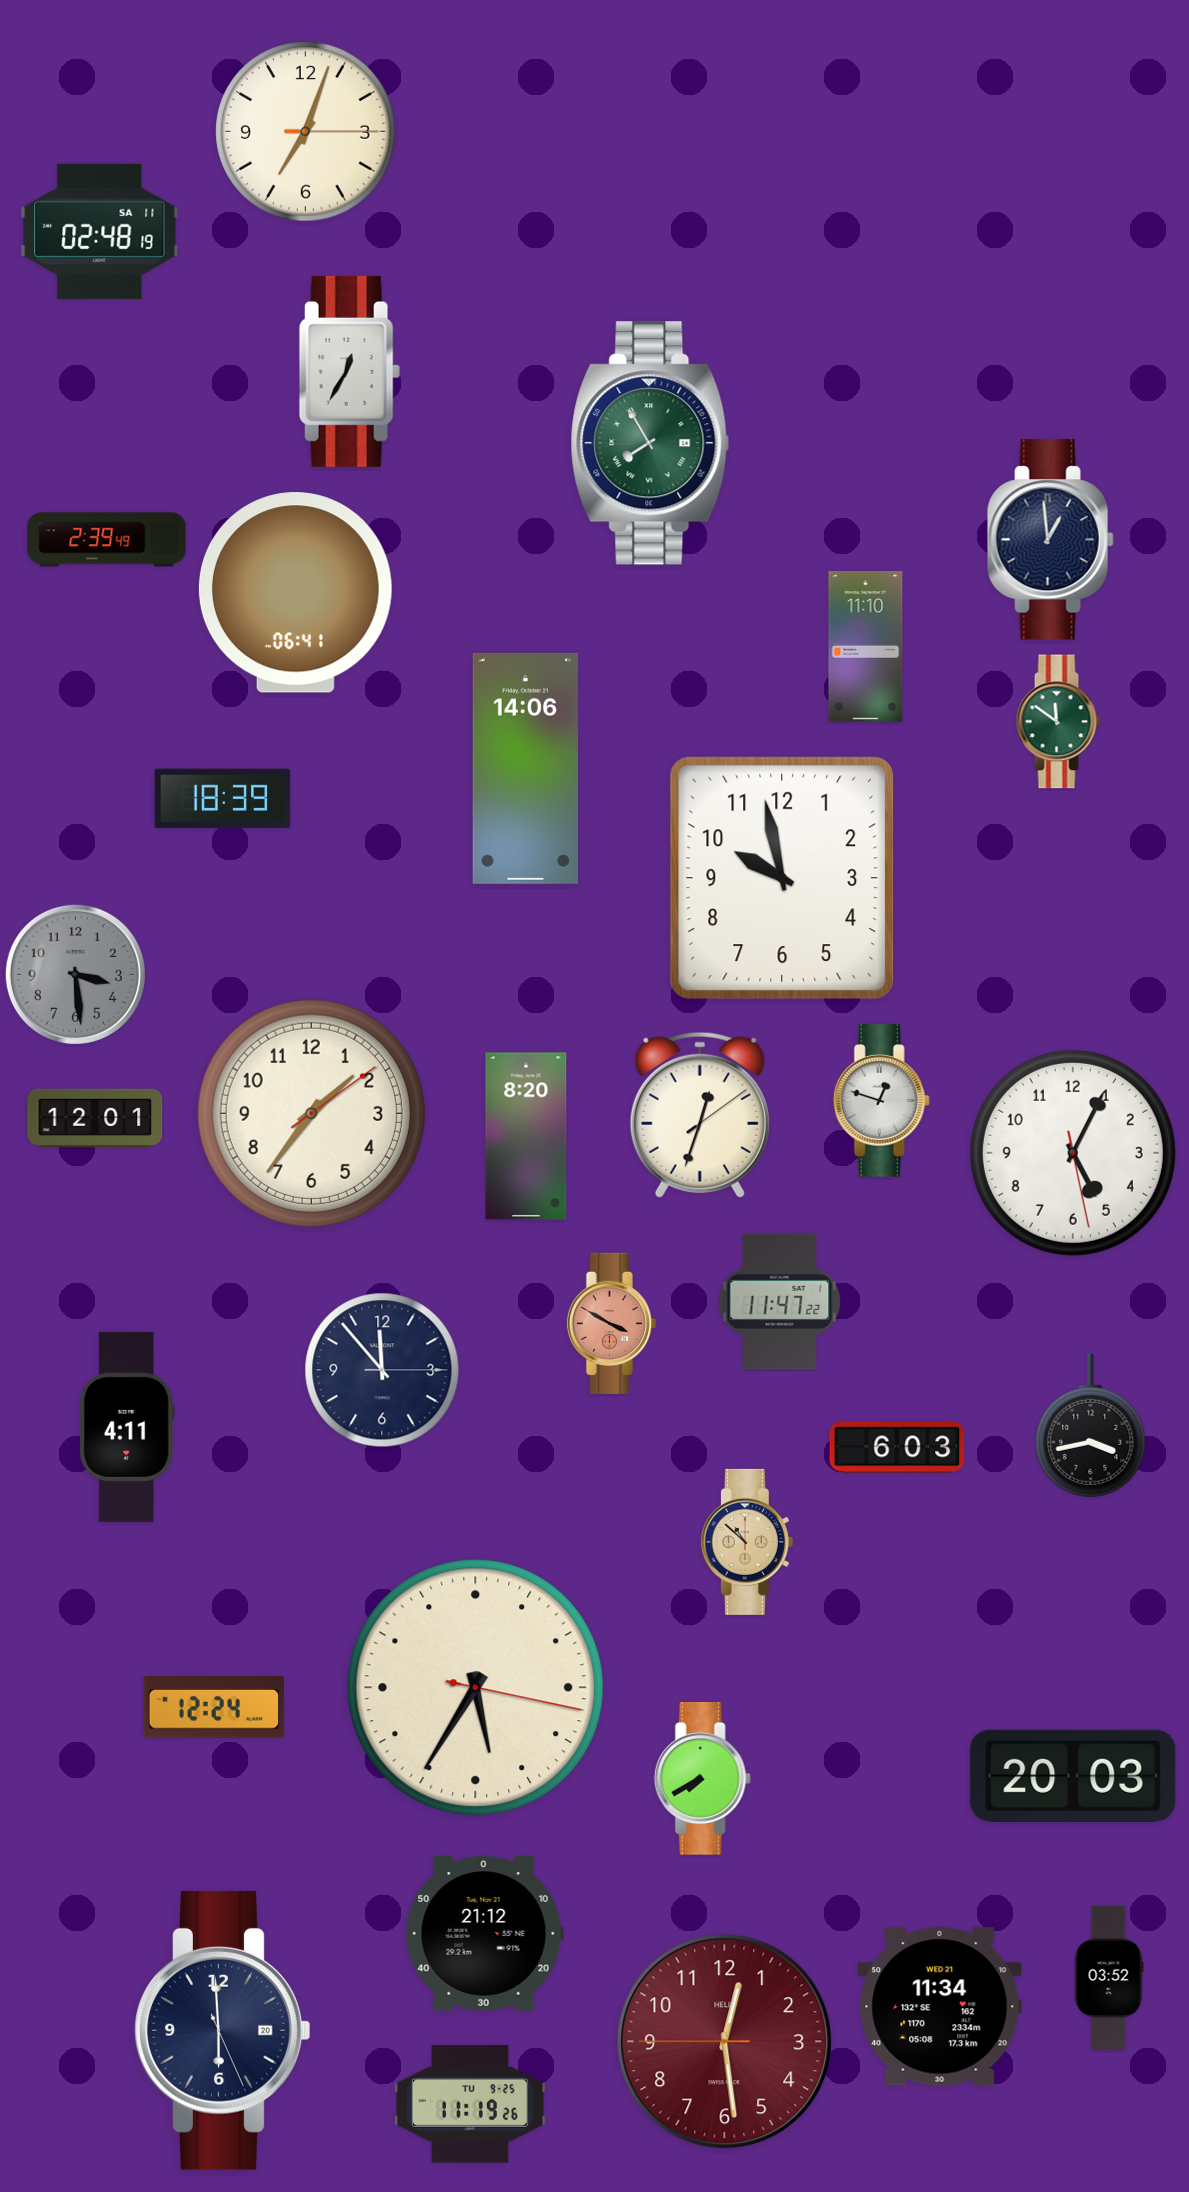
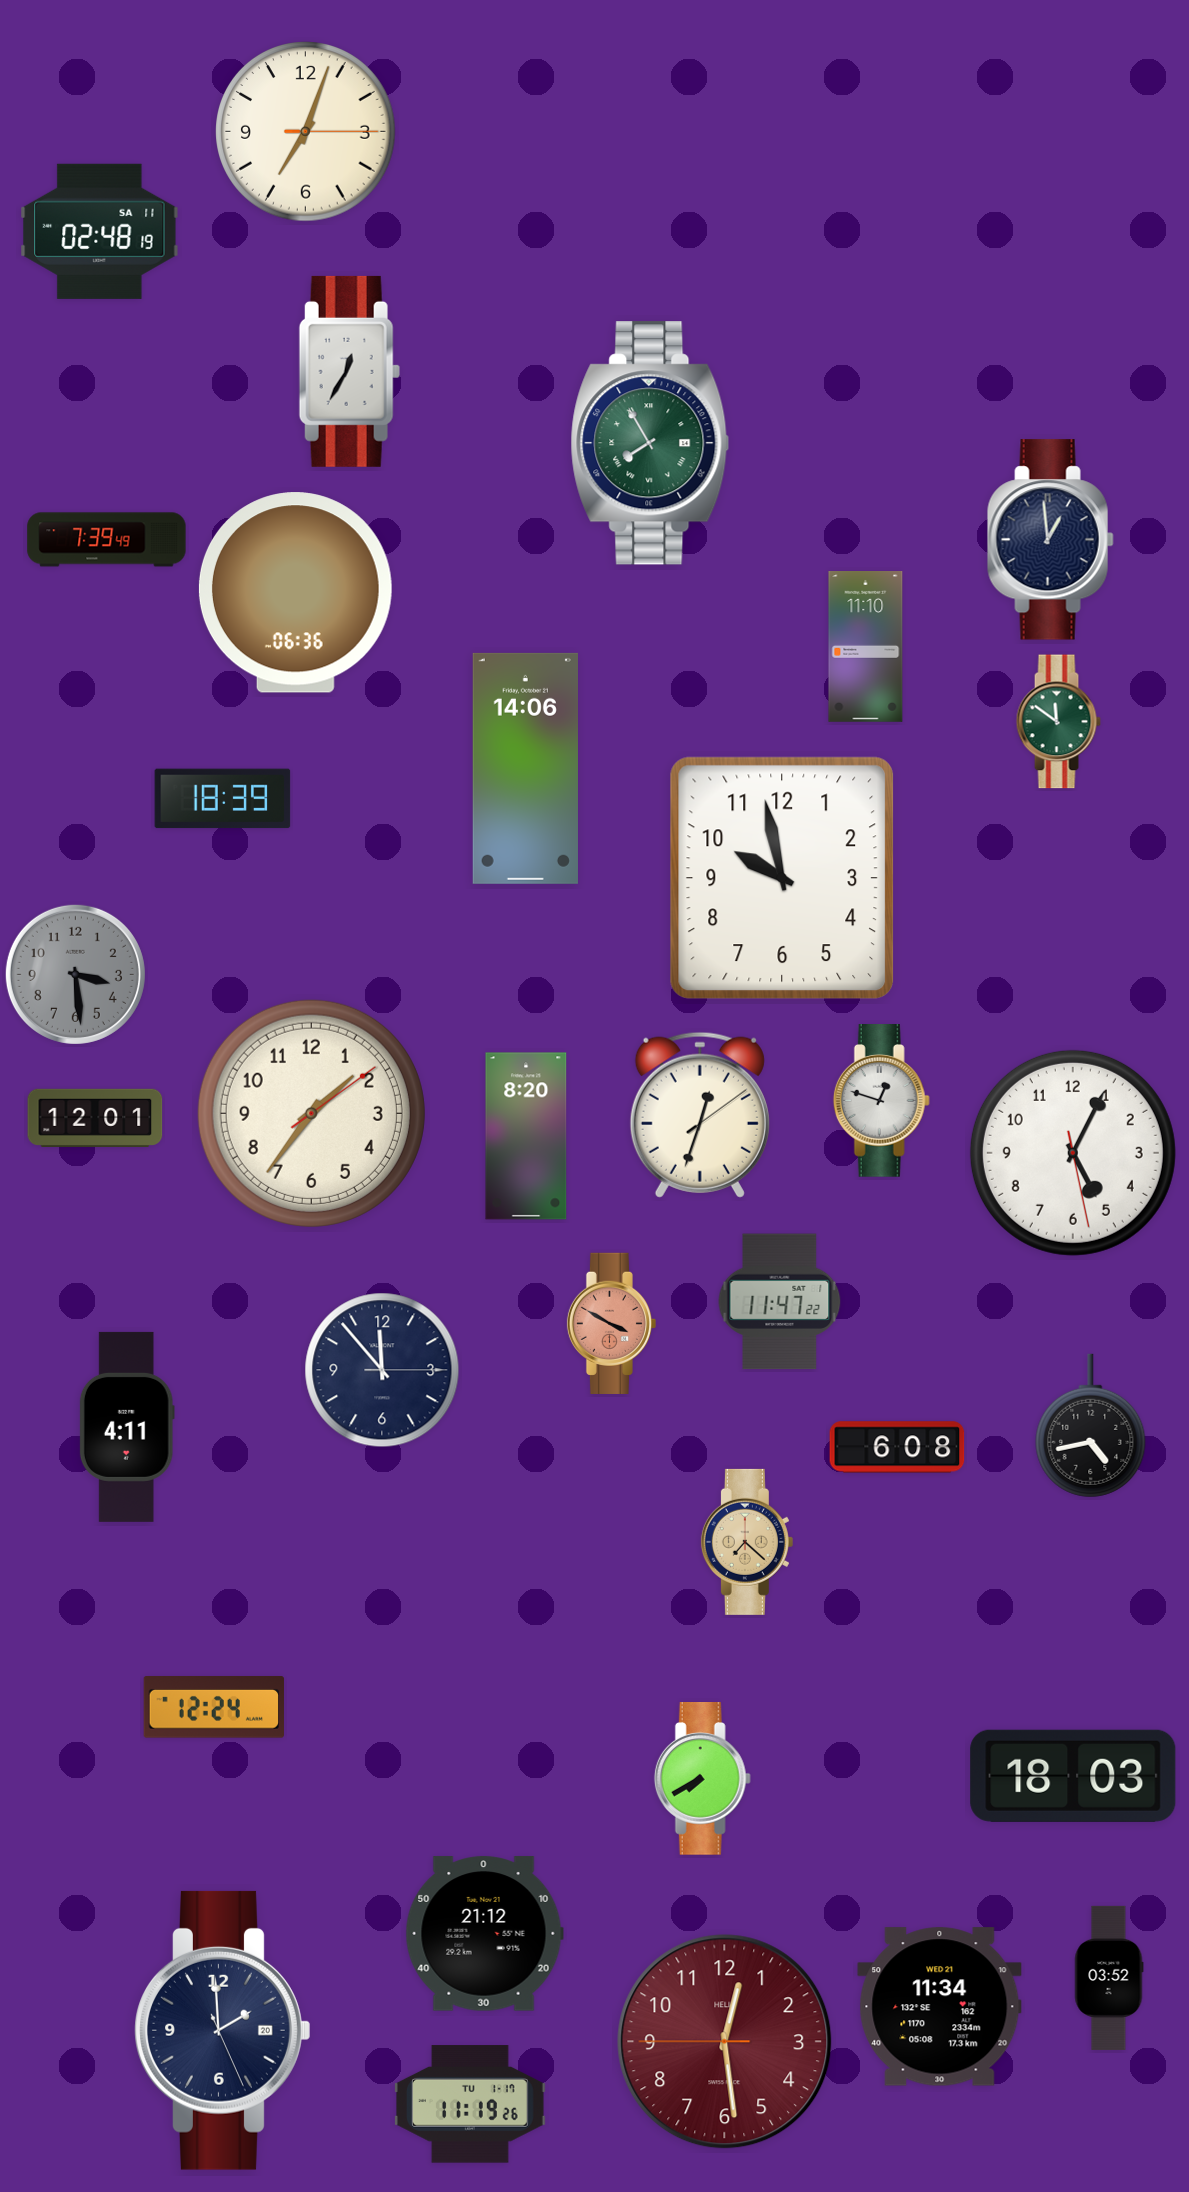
clock at (107, 540): 2:39 -> 7:39
clock at (295, 593): 06:41 -> 06:36
clock at (1091, 1426): 3:43 -> 4:43
clock at (897, 1447): 6:03 -> 6:08
clock at (747, 1542): 10:52 -> 7:22
clock at (476, 1688): 5:35 -> none
clock at (1073, 1776): 20:03 -> 18:03
clock at (223, 2030): 5:59 -> 1:59
clock at (471, 2104) date: TU 9-25 -> TU 1-17
